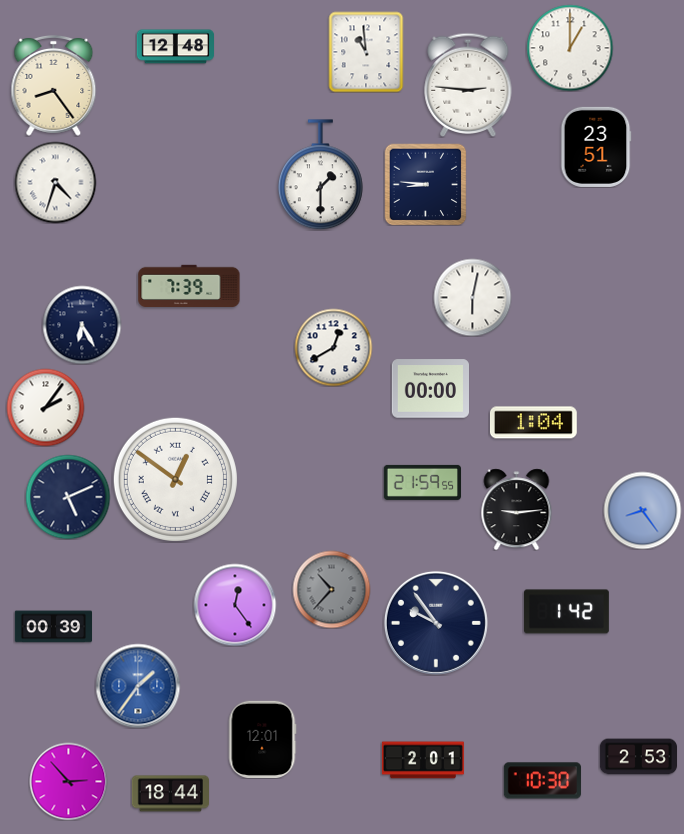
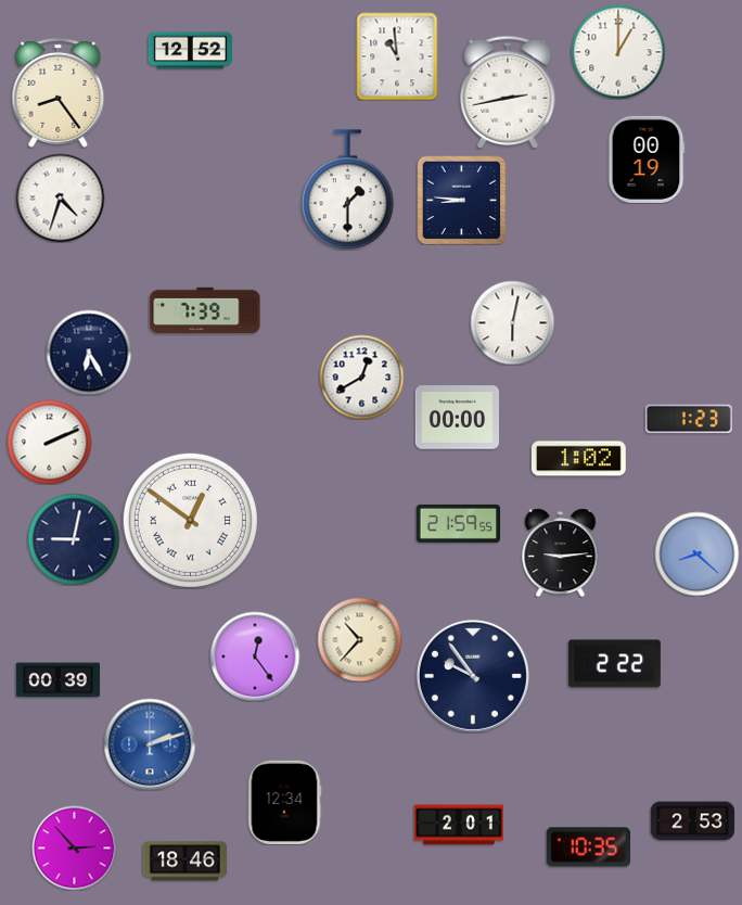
clock at (175, 47): 12:48 -> 12:52
clock at (468, 84): 2:46 -> 2:43
clock at (596, 147): 23:51 -> 00:19
clock at (689, 419): none -> 1:23
clock at (430, 389) position: (430, 389) -> (457, 418)
clock at (45, 407): 2:06 -> 2:11
clock at (533, 423): 1:04 -> 1:02
clock at (68, 497): 5:11 -> 9:02
clock at (642, 510): 8:24 -> 8:22
clock at (331, 589) dial: grey -> cream
clock at (566, 612): 1:42 -> 2:22
clock at (138, 686): 1:36 -> 2:12
clock at (262, 739): 12:01 -> 12:34
clock at (542, 781): 10:30 -> 10:35
clock at (170, 794): 18:44 -> 18:46
